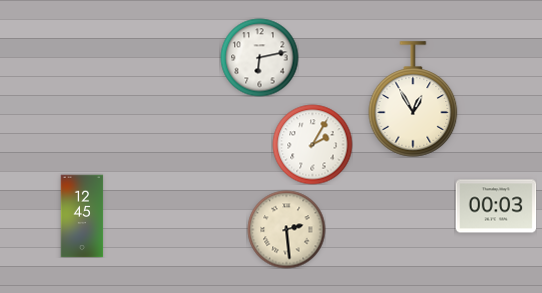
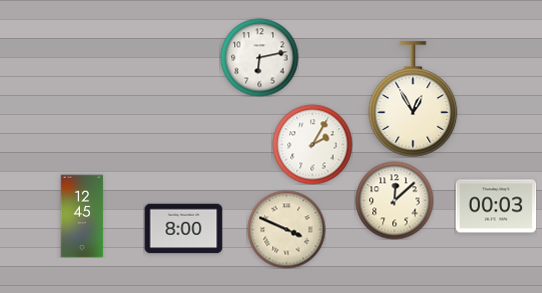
clock at (394, 200): none -> 12:08
clock at (183, 229): none -> 8:00
clock at (286, 229): 2:29 -> 3:49
